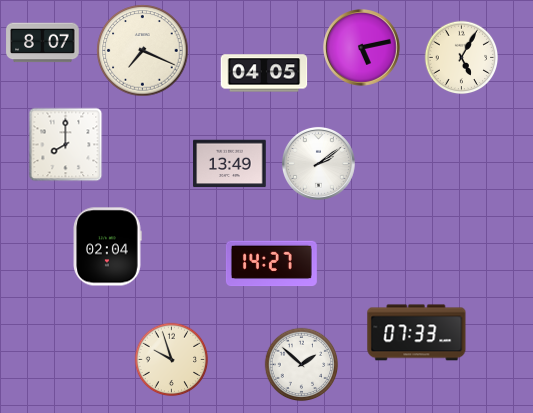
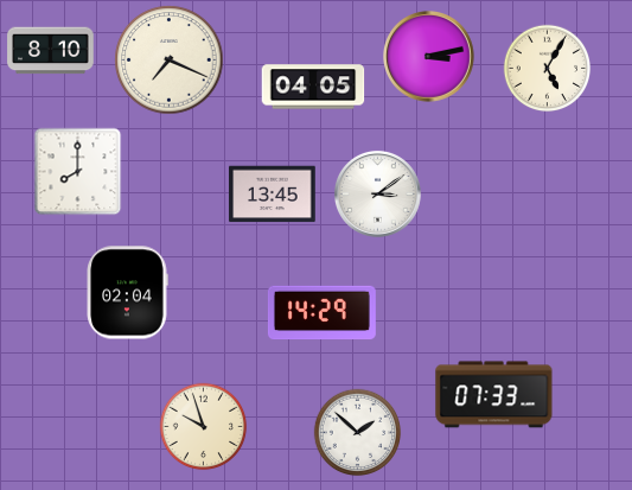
clock at (43, 43): 8:07 -> 8:10
clock at (362, 48): 5:13 -> 3:13
clock at (318, 163): 2:09 -> 3:09
clock at (230, 164): 13:49 -> 13:45
clock at (271, 264): 14:27 -> 14:29
